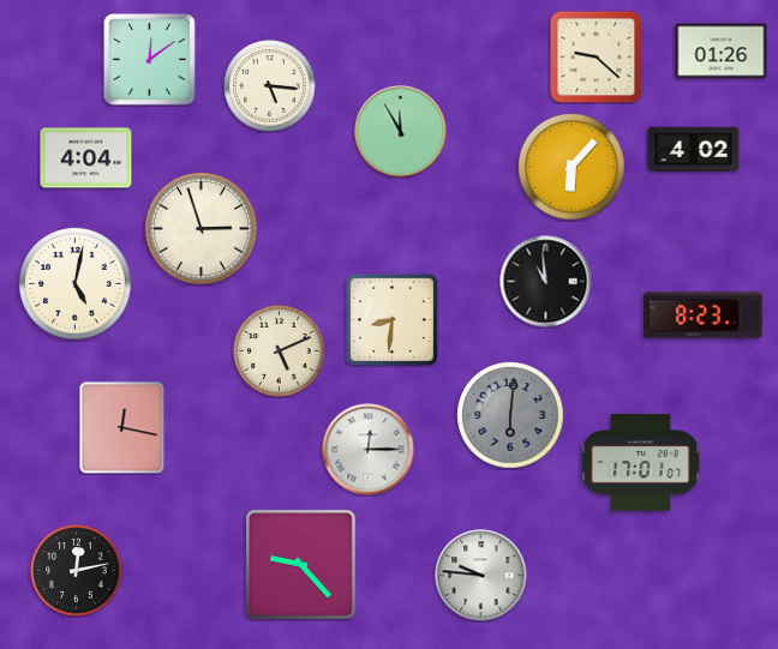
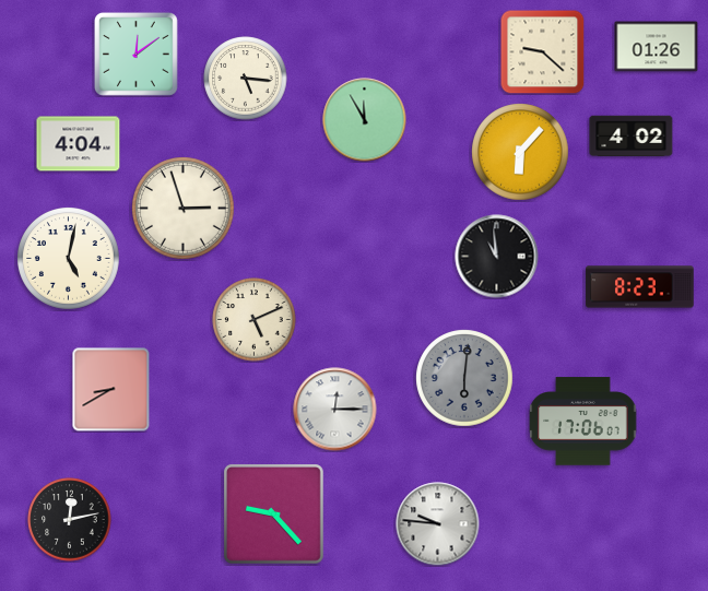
clock at (391, 319): 8:31 -> none
clock at (122, 428): 12:17 -> 8:40
clock at (641, 463): 17:01 -> 17:06
